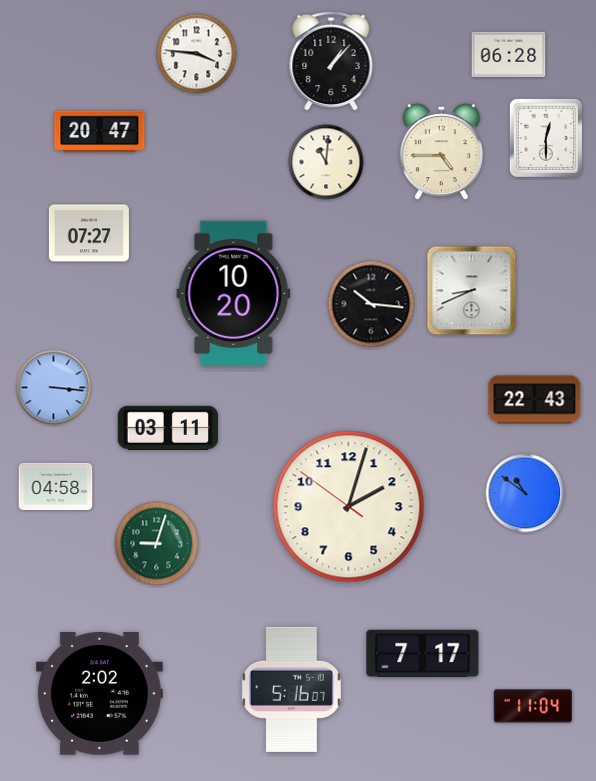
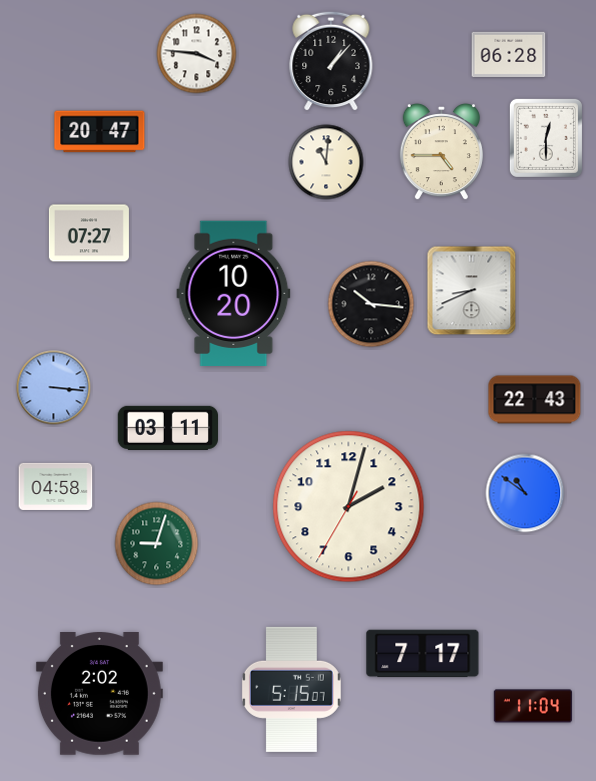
clock at (349, 507): 2:02:51 -> 2:02:35
clock at (291, 689): 5:16 -> 5:15
